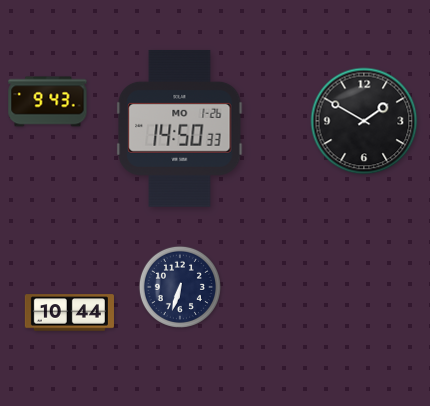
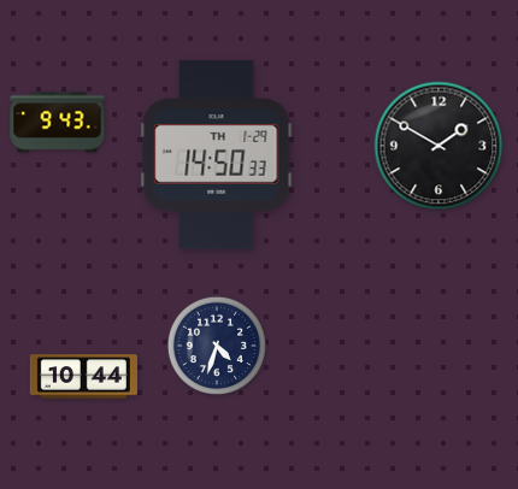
clock at (180, 128) date: MO 1-26 -> TH 1-29
clock at (180, 287): 6:33 -> 4:33
